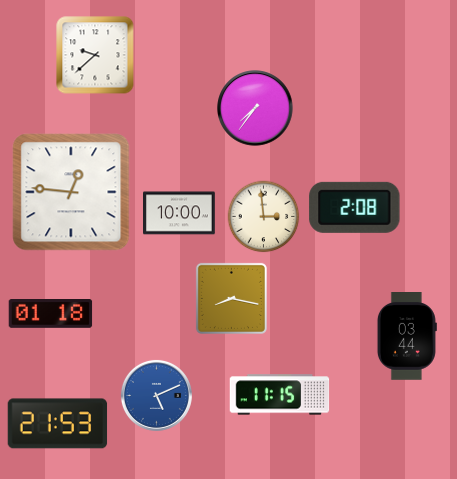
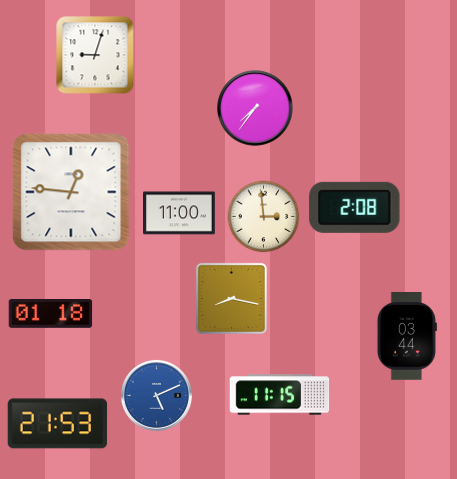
clock at (95, 55): 9:38 -> 9:03
clock at (180, 213): 10:00 -> 11:00
